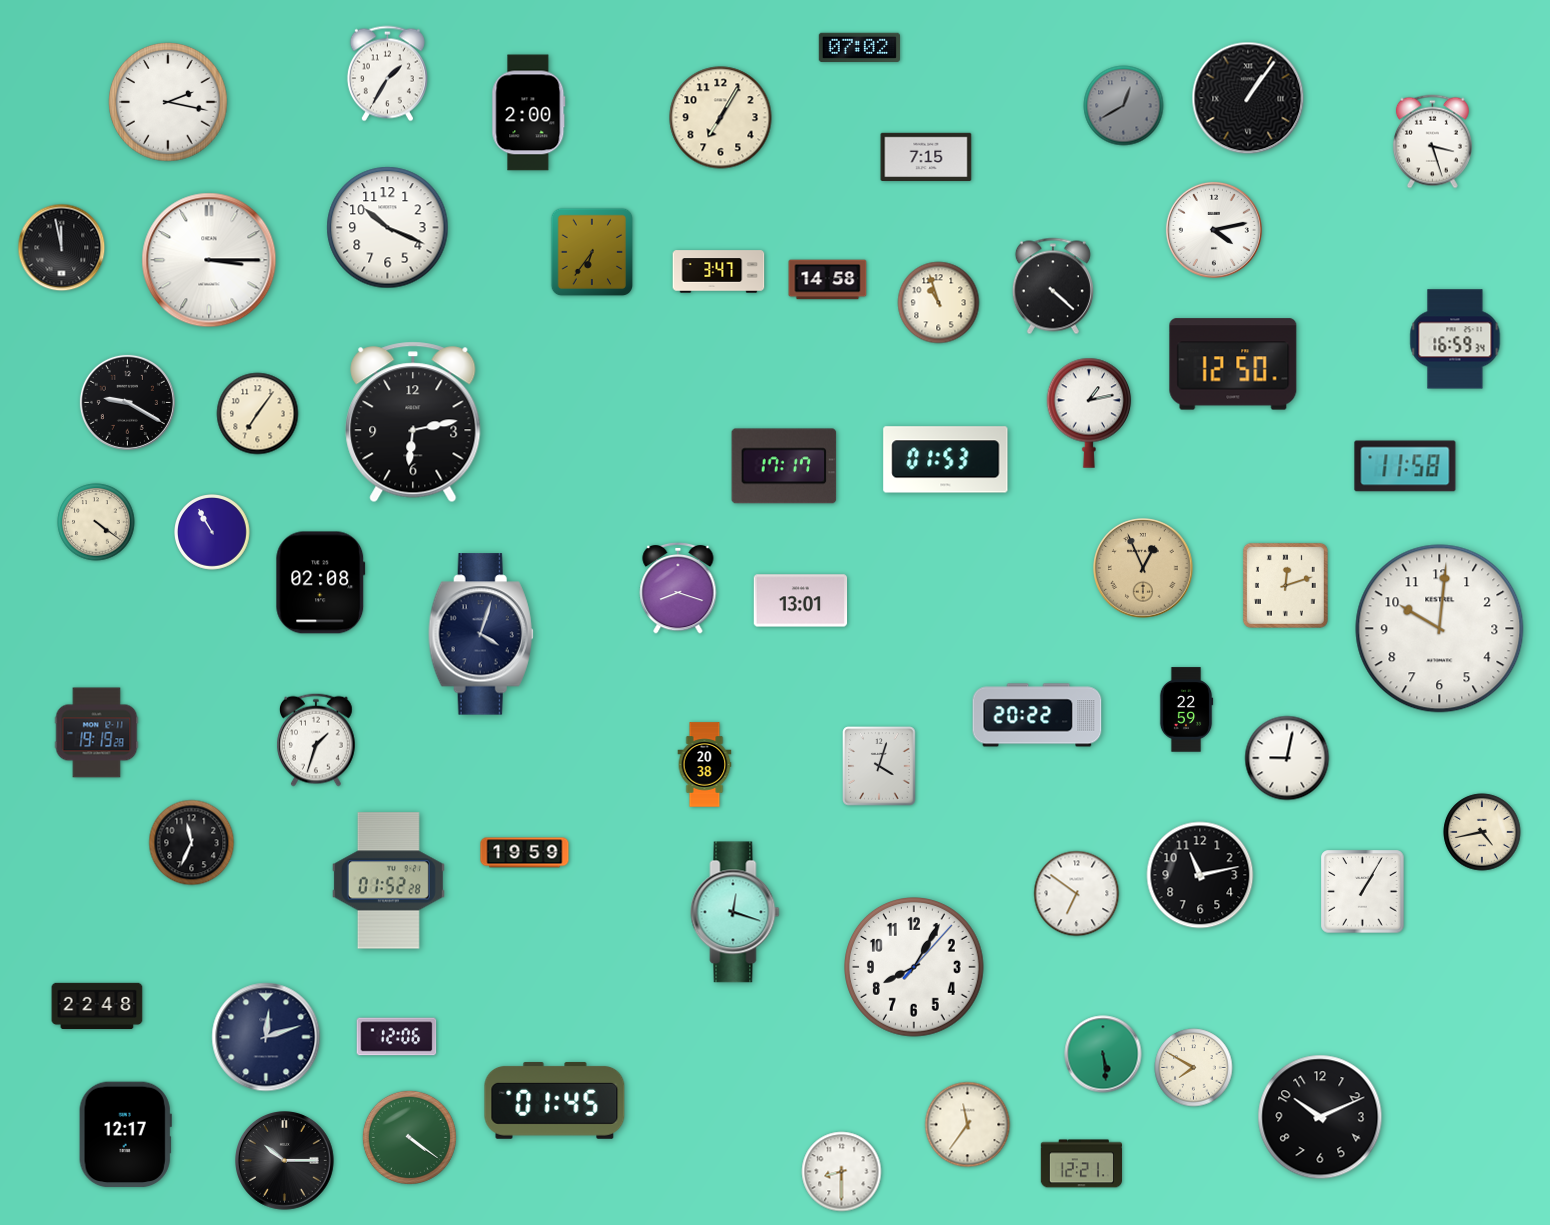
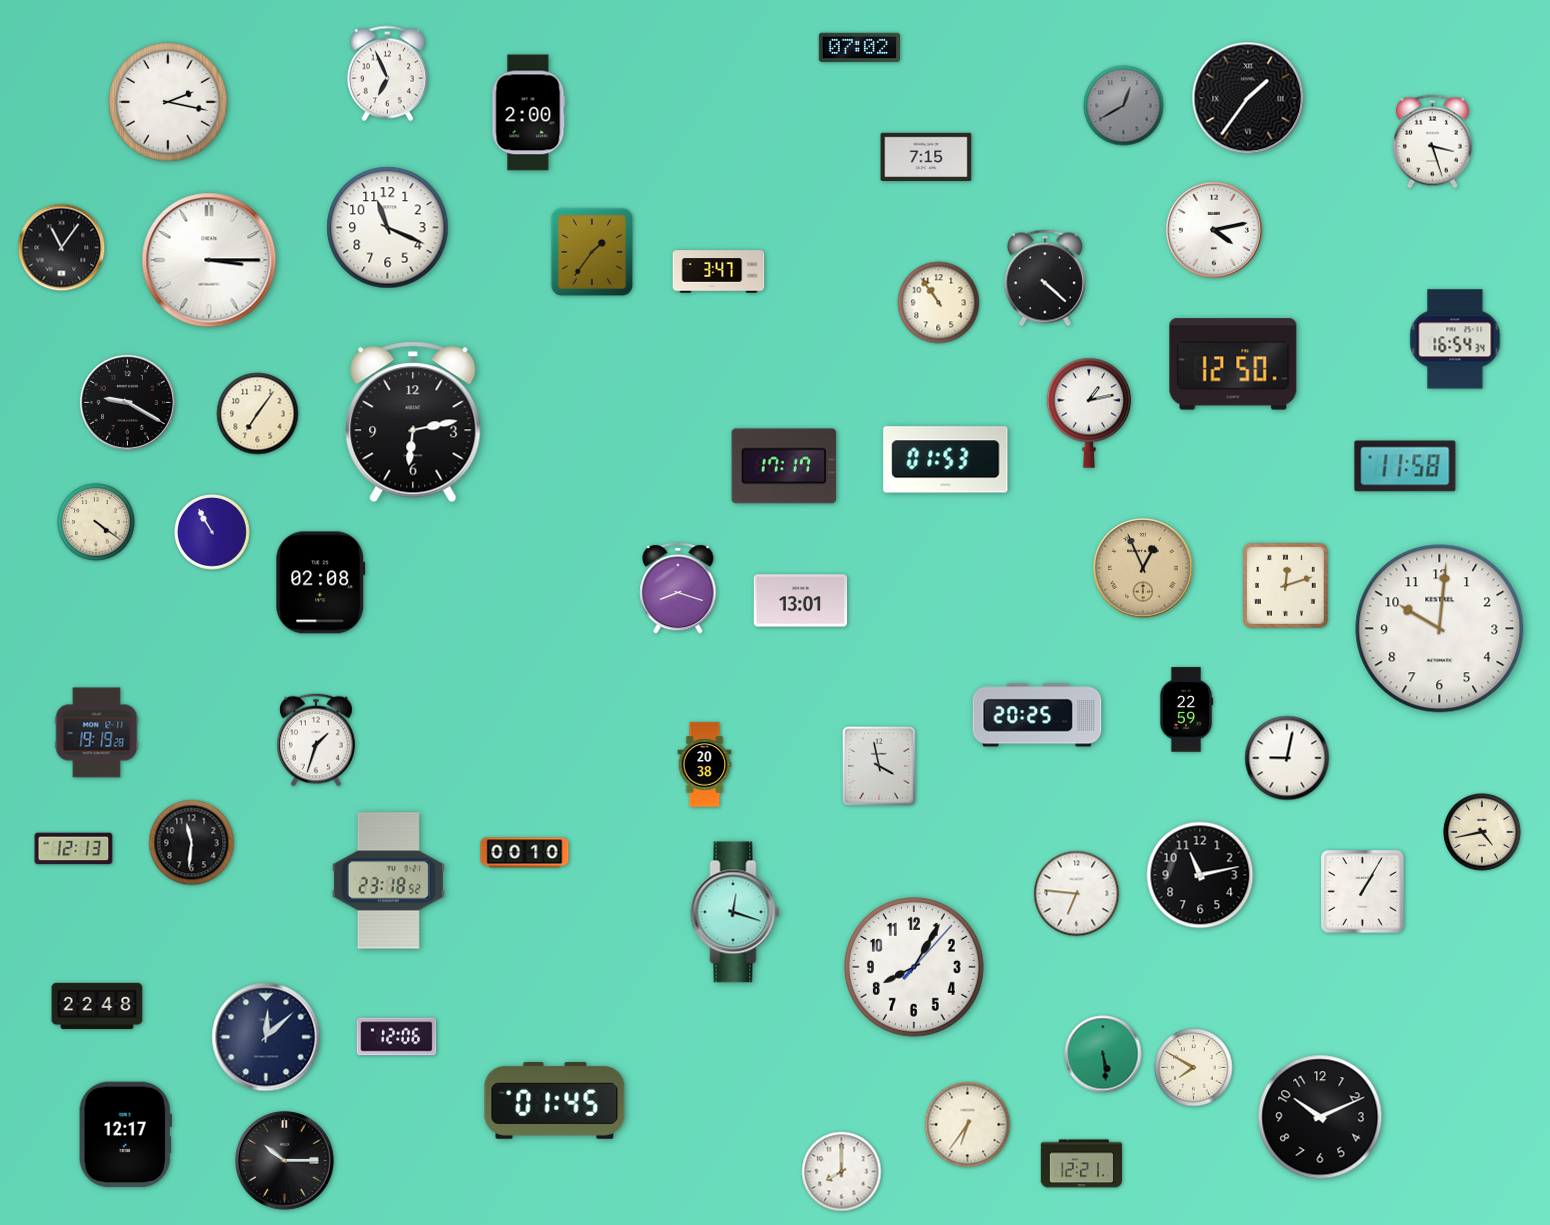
clock at (387, 74): 1:35 -> 6:56
clock at (1248, 98): 1:06 -> 1:36
clock at (721, 118): 7:05 -> none
clock at (388, 228): 10:19 -> 11:19
clock at (62, 248): 11:58 -> 11:06
clock at (592, 252): 6:36 -> 1:36
clock at (828, 280): 14:58 -> none
clock at (1053, 286) position: (1053, 286) -> (1045, 278)
clock at (939, 303): 10:57 -> 10:54
clock at (1455, 339): 16:59 -> 16:54
clock at (481, 634): 4:03 -> none
clock at (1037, 715): 20:22 -> 20:25
clock at (879, 766): 4:03 -> 3:58
clock at (192, 843): 11:34 -> 11:31
clock at (74, 849): none -> 12:13
clock at (525, 853): 19:59 -> 00:10
clock at (388, 881): 01:52 -> 23:18
clock at (1077, 894): 6:51 -> 6:46
clock at (266, 1037): 12:12 -> 12:08
clock at (968, 1125): 11:36 -> 6:36
clock at (409, 1137): 4:21 -> none
clock at (842, 1172): 8:30 -> 8:00
